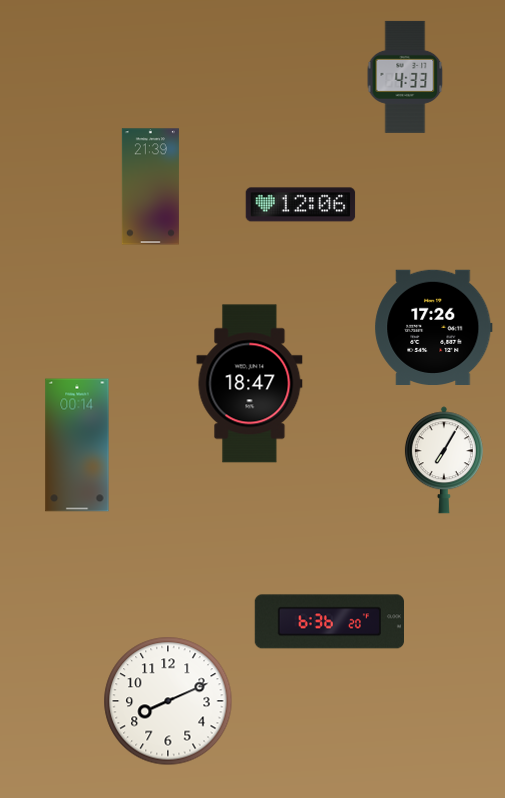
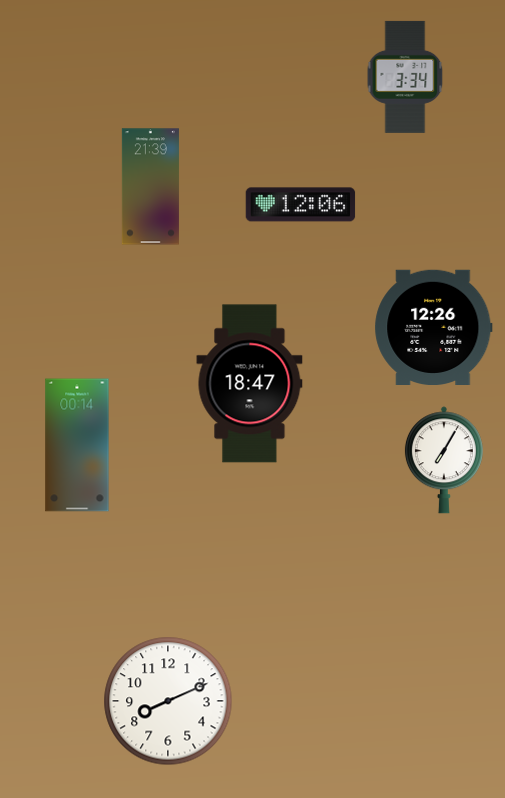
clock at (405, 77): 4:33 -> 3:34
clock at (434, 327): 17:26 -> 12:26
clock at (329, 622): 6:36 -> none
